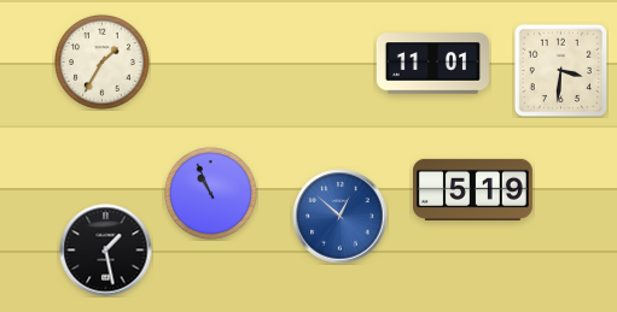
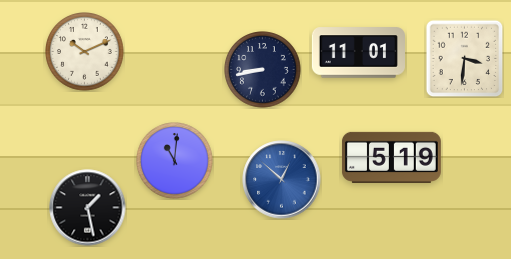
clock at (103, 63): 1:35 -> 10:11
clock at (263, 70): none -> 8:43
clock at (211, 194): 10:56 -> 11:01
